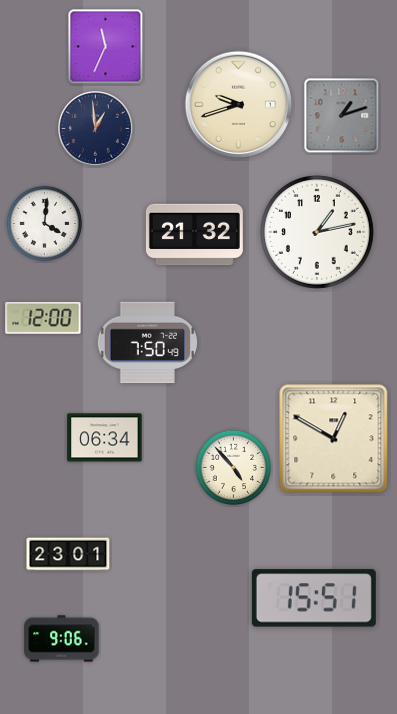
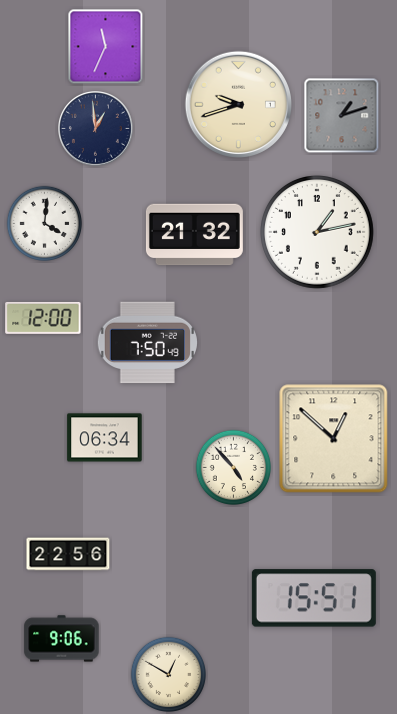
clock at (334, 439): 12:50 -> 12:52
clock at (68, 554): 23:01 -> 22:56
clock at (168, 674): none -> 12:50
